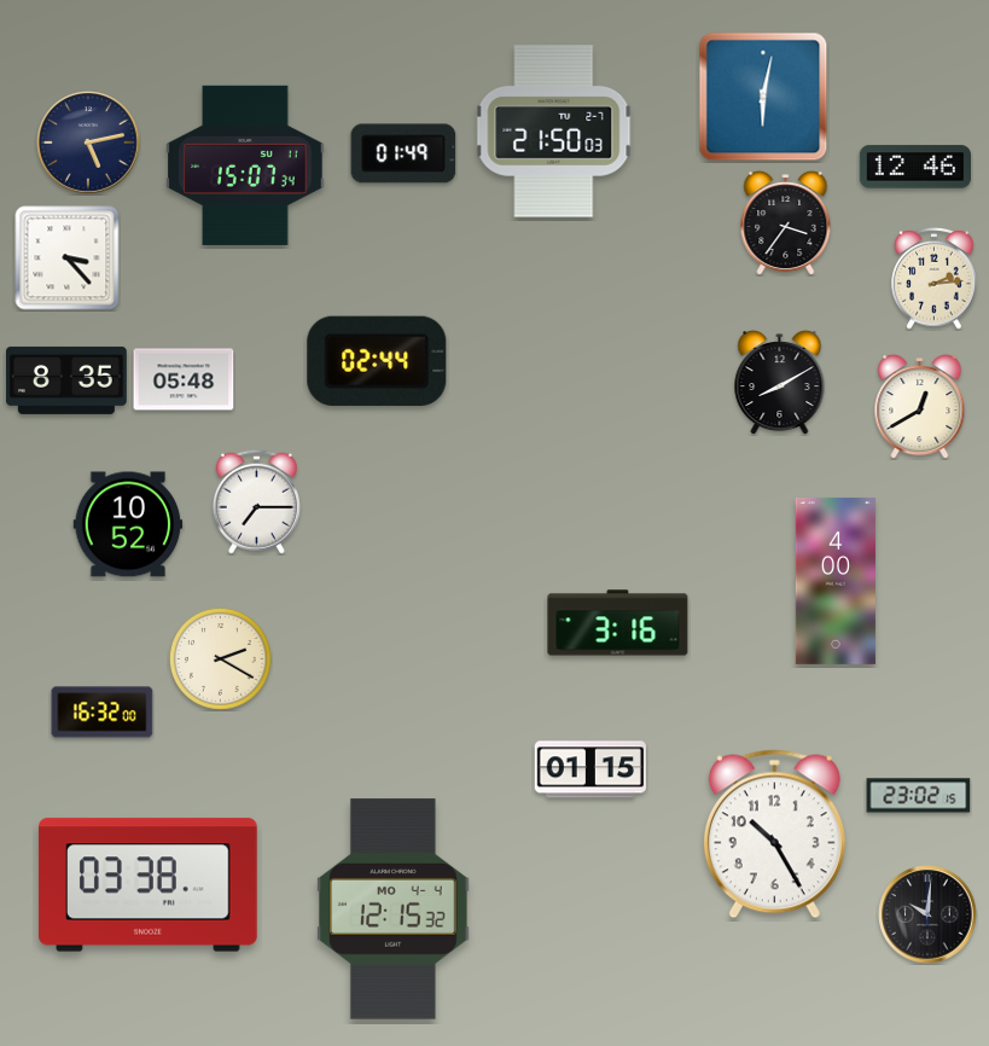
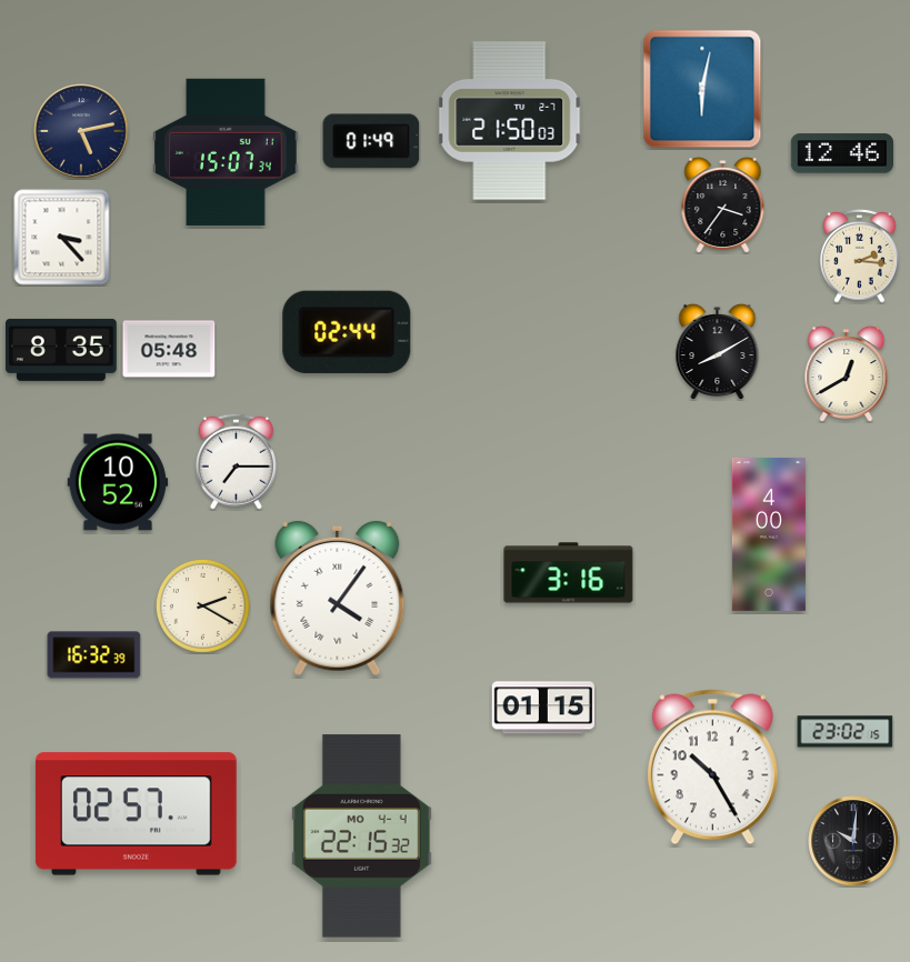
clock at (935, 279): 2:14 -> 2:16
clock at (338, 599): none -> 4:06
clock at (103, 713): 16:32:00 -> 16:32:39
clock at (149, 885): 03:38 -> 02:57
clock at (394, 910): 12:15 -> 22:15
